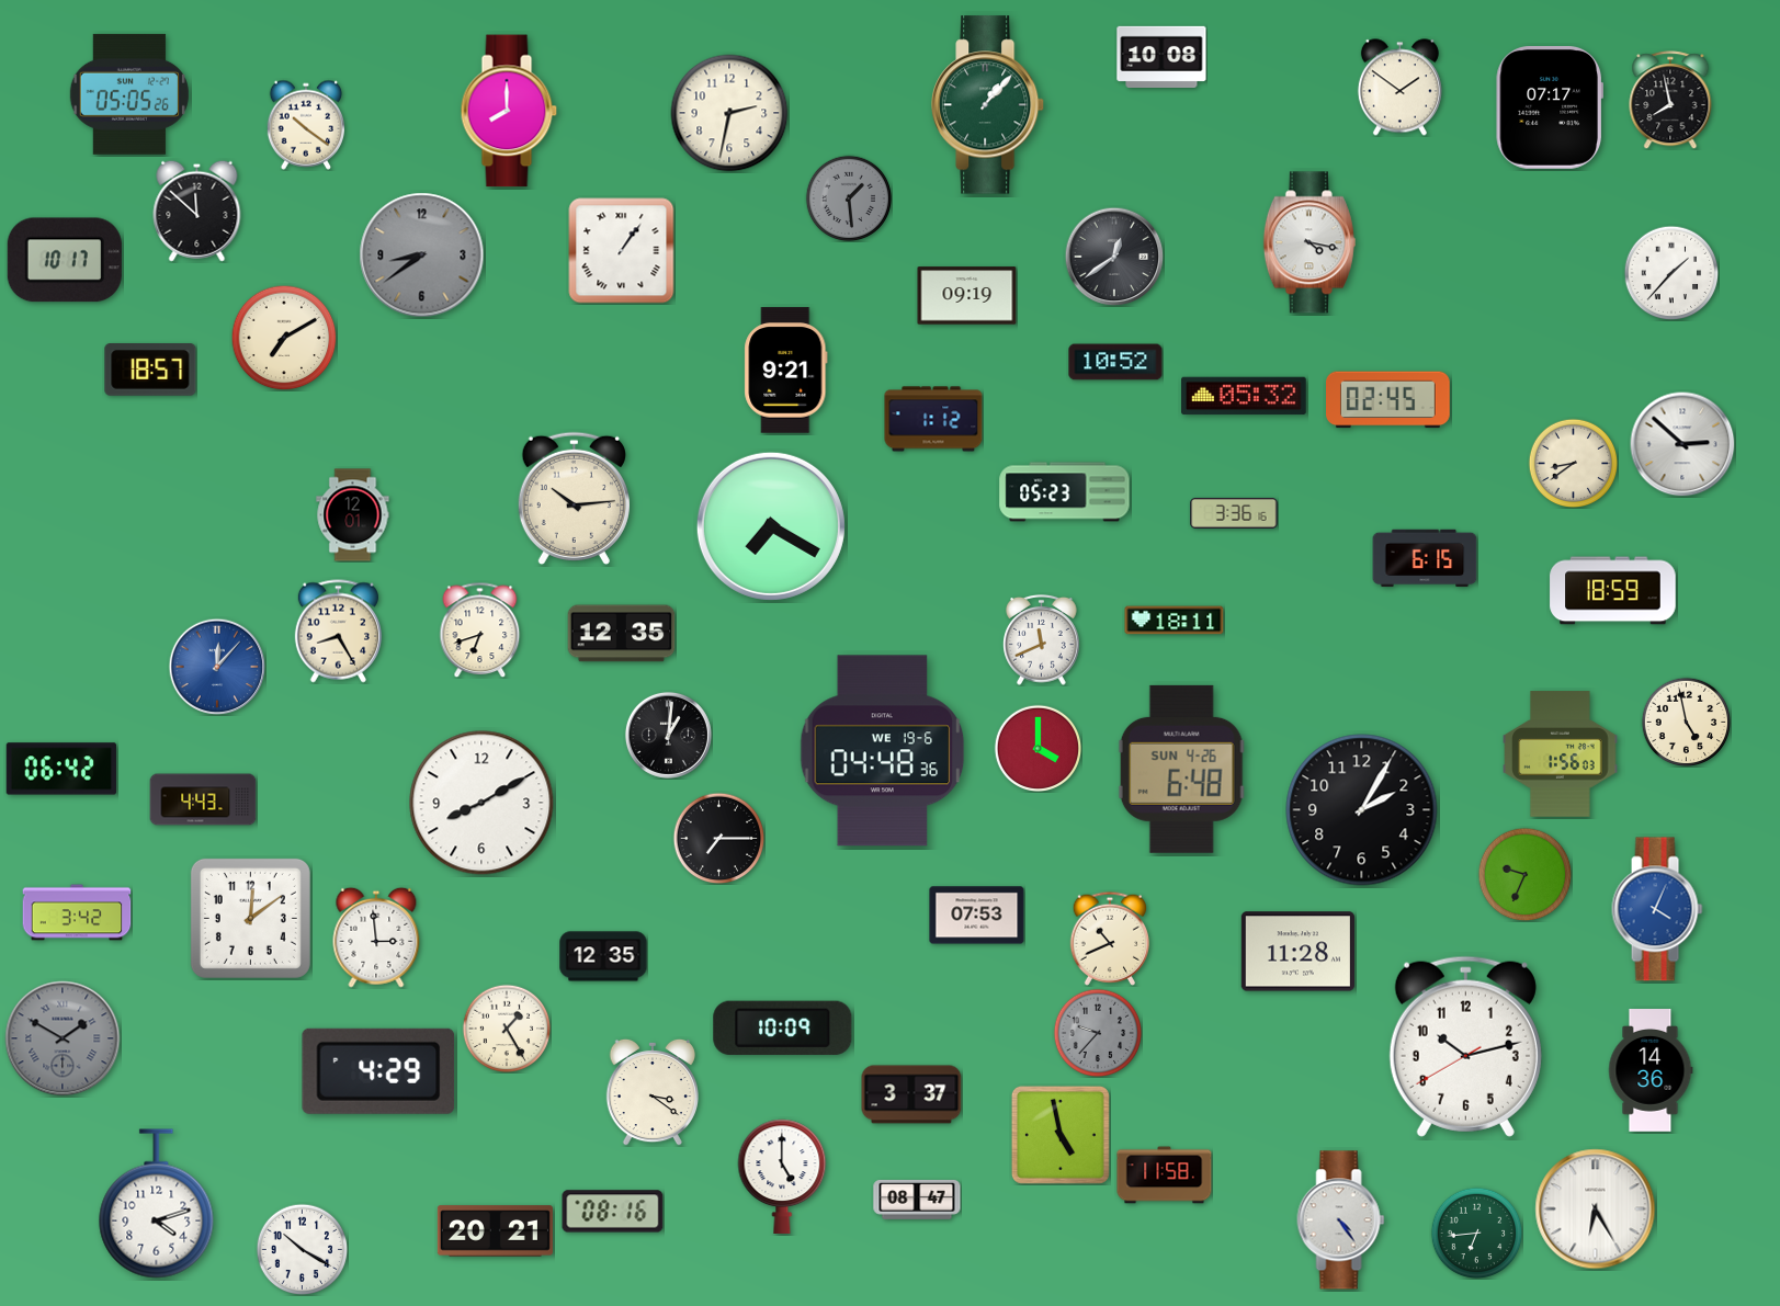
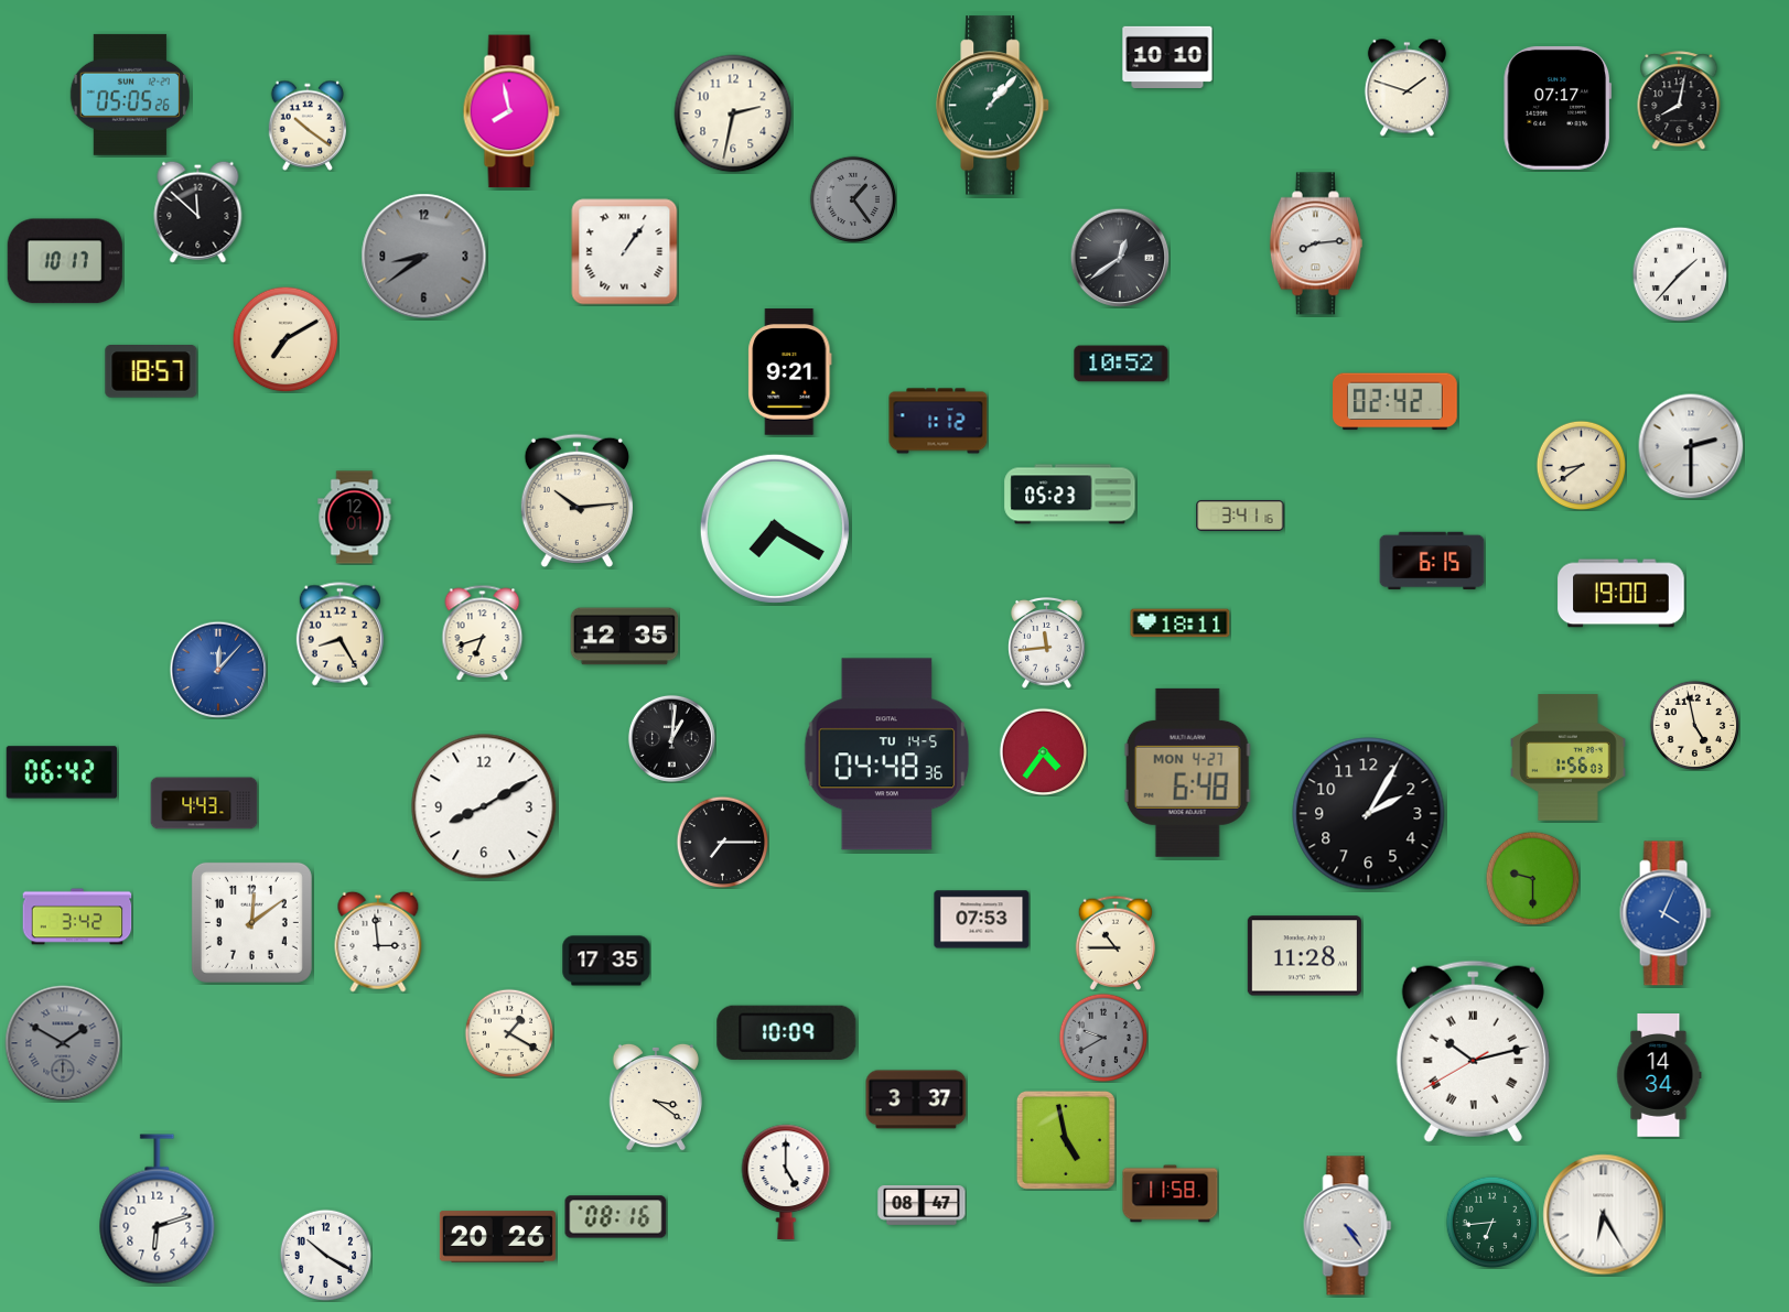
clock at (1161, 56): 10:08 -> 10:10
clock at (1399, 88): 1:51 -> 1:48
clock at (1670, 100): 7:58 -> 8:02
clock at (509, 111): 8:00 -> 7:58
clock at (849, 198): 1:29 -> 1:24
clock at (1310, 242): 4:17 -> 8:14
clock at (967, 296): 09:19 -> none
clock at (1244, 396): 05:32 -> none
clock at (1388, 400): 02:45 -> 02:42
clock at (1682, 444): 2:52 -> 2:30
clock at (1234, 513): 3:36 -> 3:41
clock at (1613, 591): 18:59 -> 19:00
clock at (1042, 640): 11:41 -> 11:44
clock at (1038, 748): 4:00 -> 4:36
clock at (883, 751) date: WE 19-6 -> TU 14-5
clock at (1181, 769) date: SUN 4-26 -> MON 4-27
clock at (1524, 874): 9:34 -> 9:30
clock at (1109, 939): 10:41 -> 10:45
clock at (603, 956): 12:35 -> 17:35
clock at (507, 1029): 1:25 -> 1:20
clock at (1098, 1033): 9:37 -> 9:40
clock at (1465, 1046) numerals: Arabic -> Roman
clock at (377, 1071): 4:29 -> none
clock at (1651, 1071): 14:36 -> 14:34
clock at (1165, 1176) position: (1165, 1176) -> (1171, 1194)
clock at (157, 1204): 4:12 -> 6:12
clock at (495, 1231): 20:21 -> 20:26
clock at (1476, 1233) position: (1476, 1233) -> (1491, 1222)
clock at (302, 1249) position: (302, 1249) -> (325, 1255)
